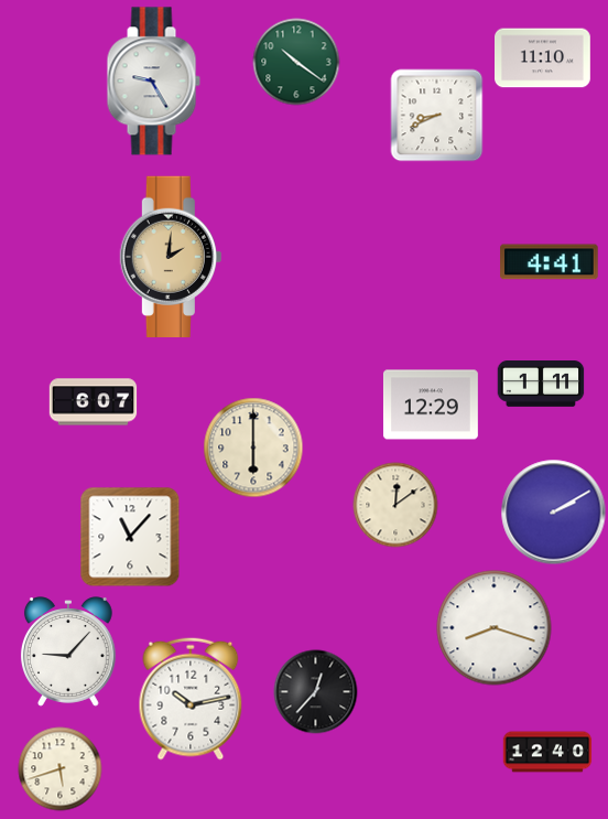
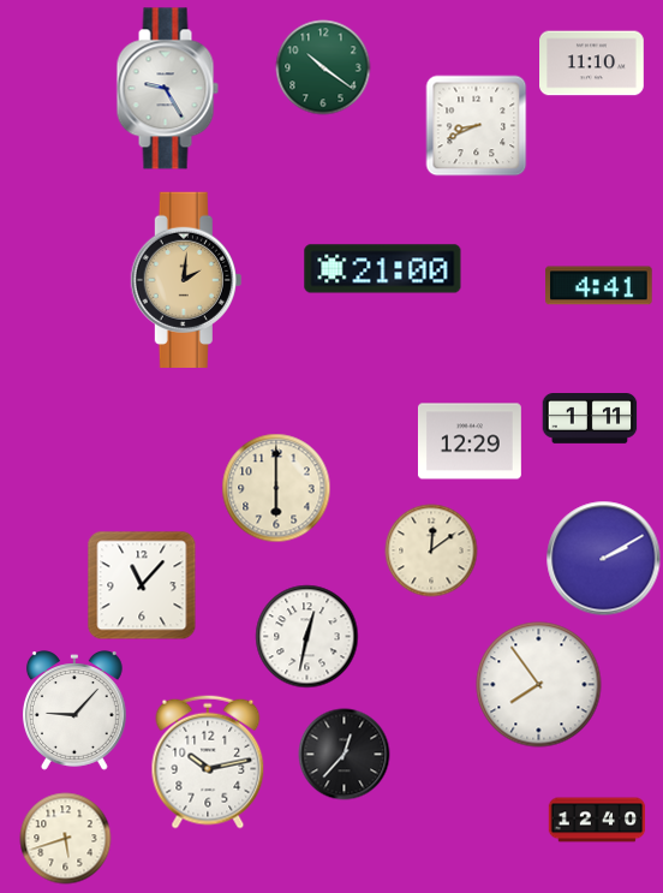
clock at (383, 269): none -> 21:00
clock at (94, 402): 6:07 -> none
clock at (307, 637): none -> 12:32
clock at (495, 628): 8:18 -> 7:54
